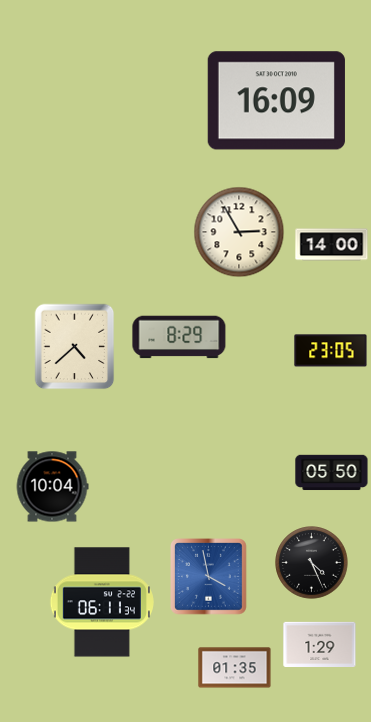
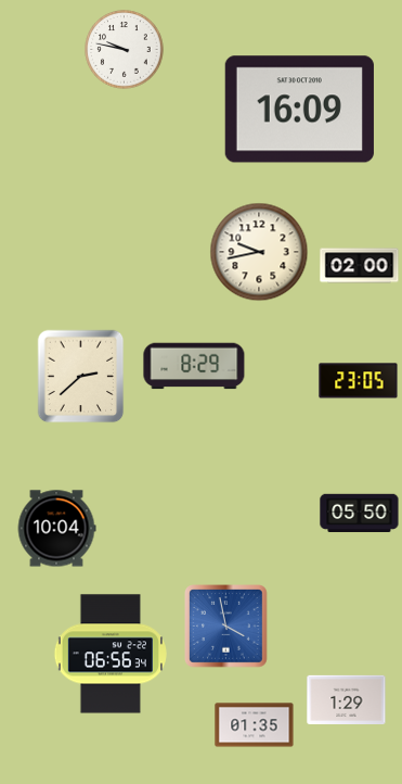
clock at (125, 50): none -> 9:47
clock at (239, 232): 2:55 -> 9:43
clock at (332, 245): 14:00 -> 02:00
clock at (75, 347): 4:38 -> 2:38
clock at (312, 563): 4:26 -> none
clock at (102, 602): 06:11 -> 06:56
